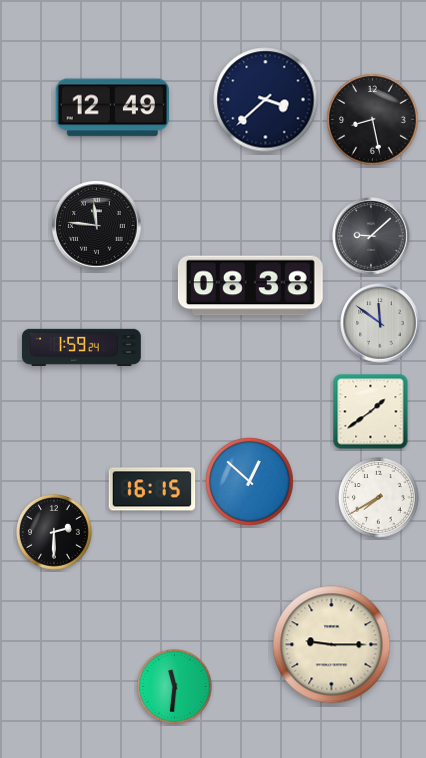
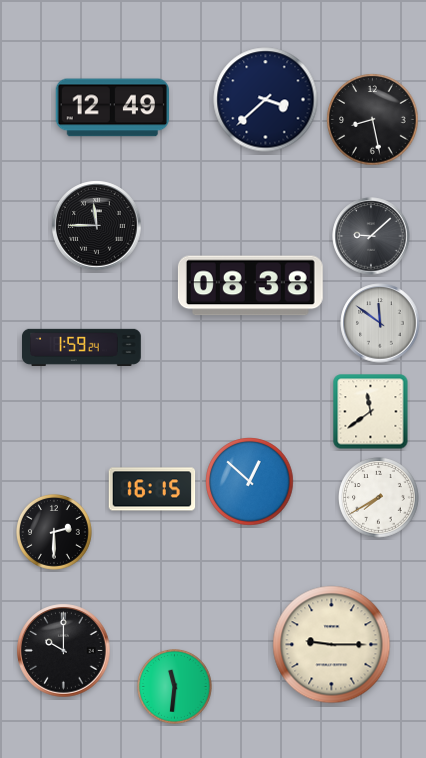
clock at (97, 226): 11:46 -> 11:45
clock at (371, 412): 1:39 -> 11:39
clock at (64, 651): none -> 10:00
